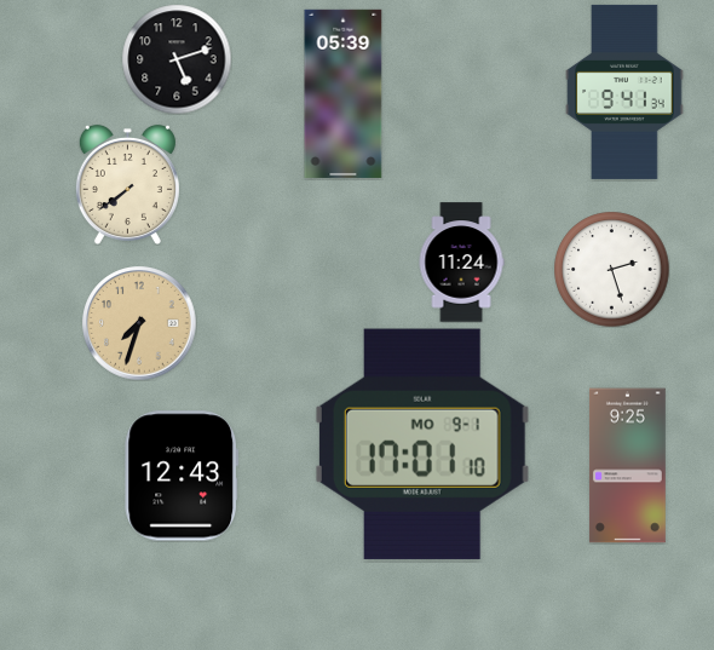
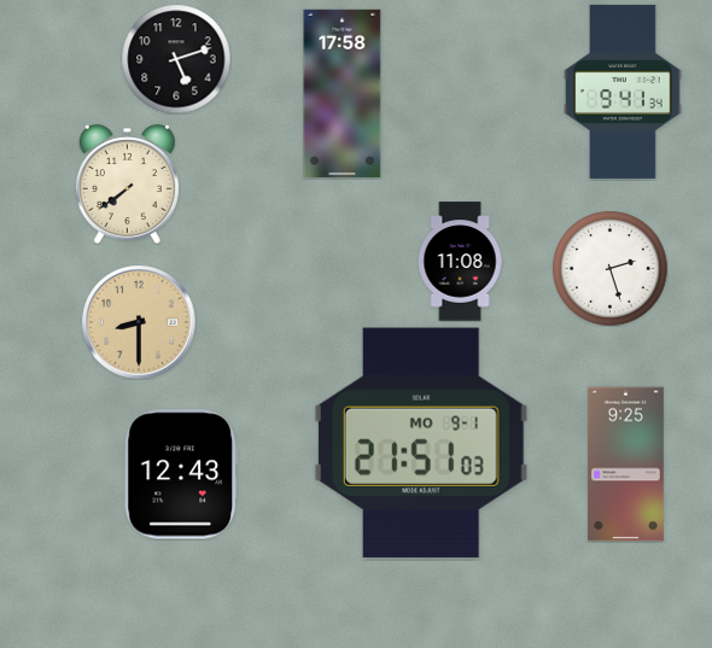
clock at (344, 93): 05:39 -> 17:58
clock at (461, 263): 11:24 -> 11:08
clock at (139, 323): 7:33 -> 8:30
clock at (422, 444): 17:01 -> 21:51
